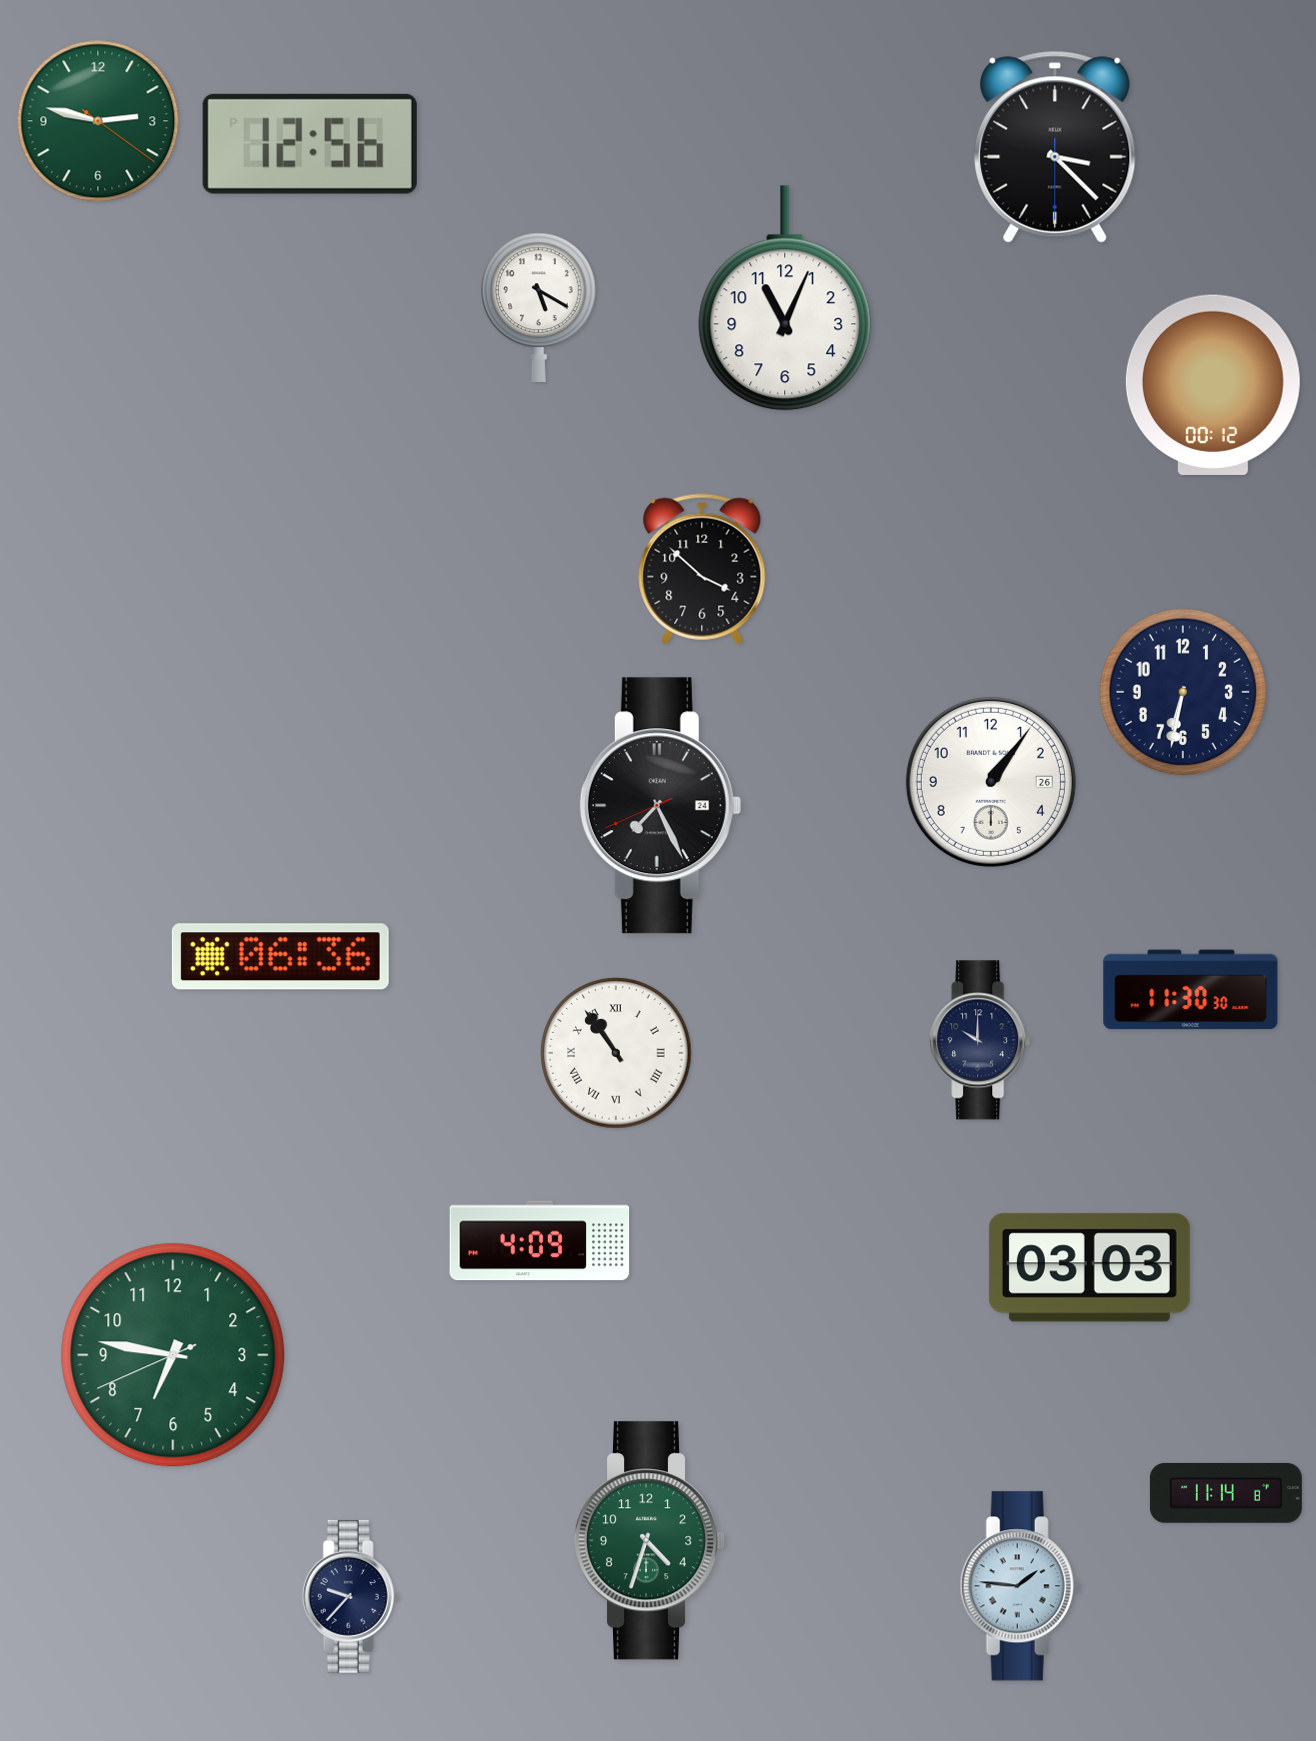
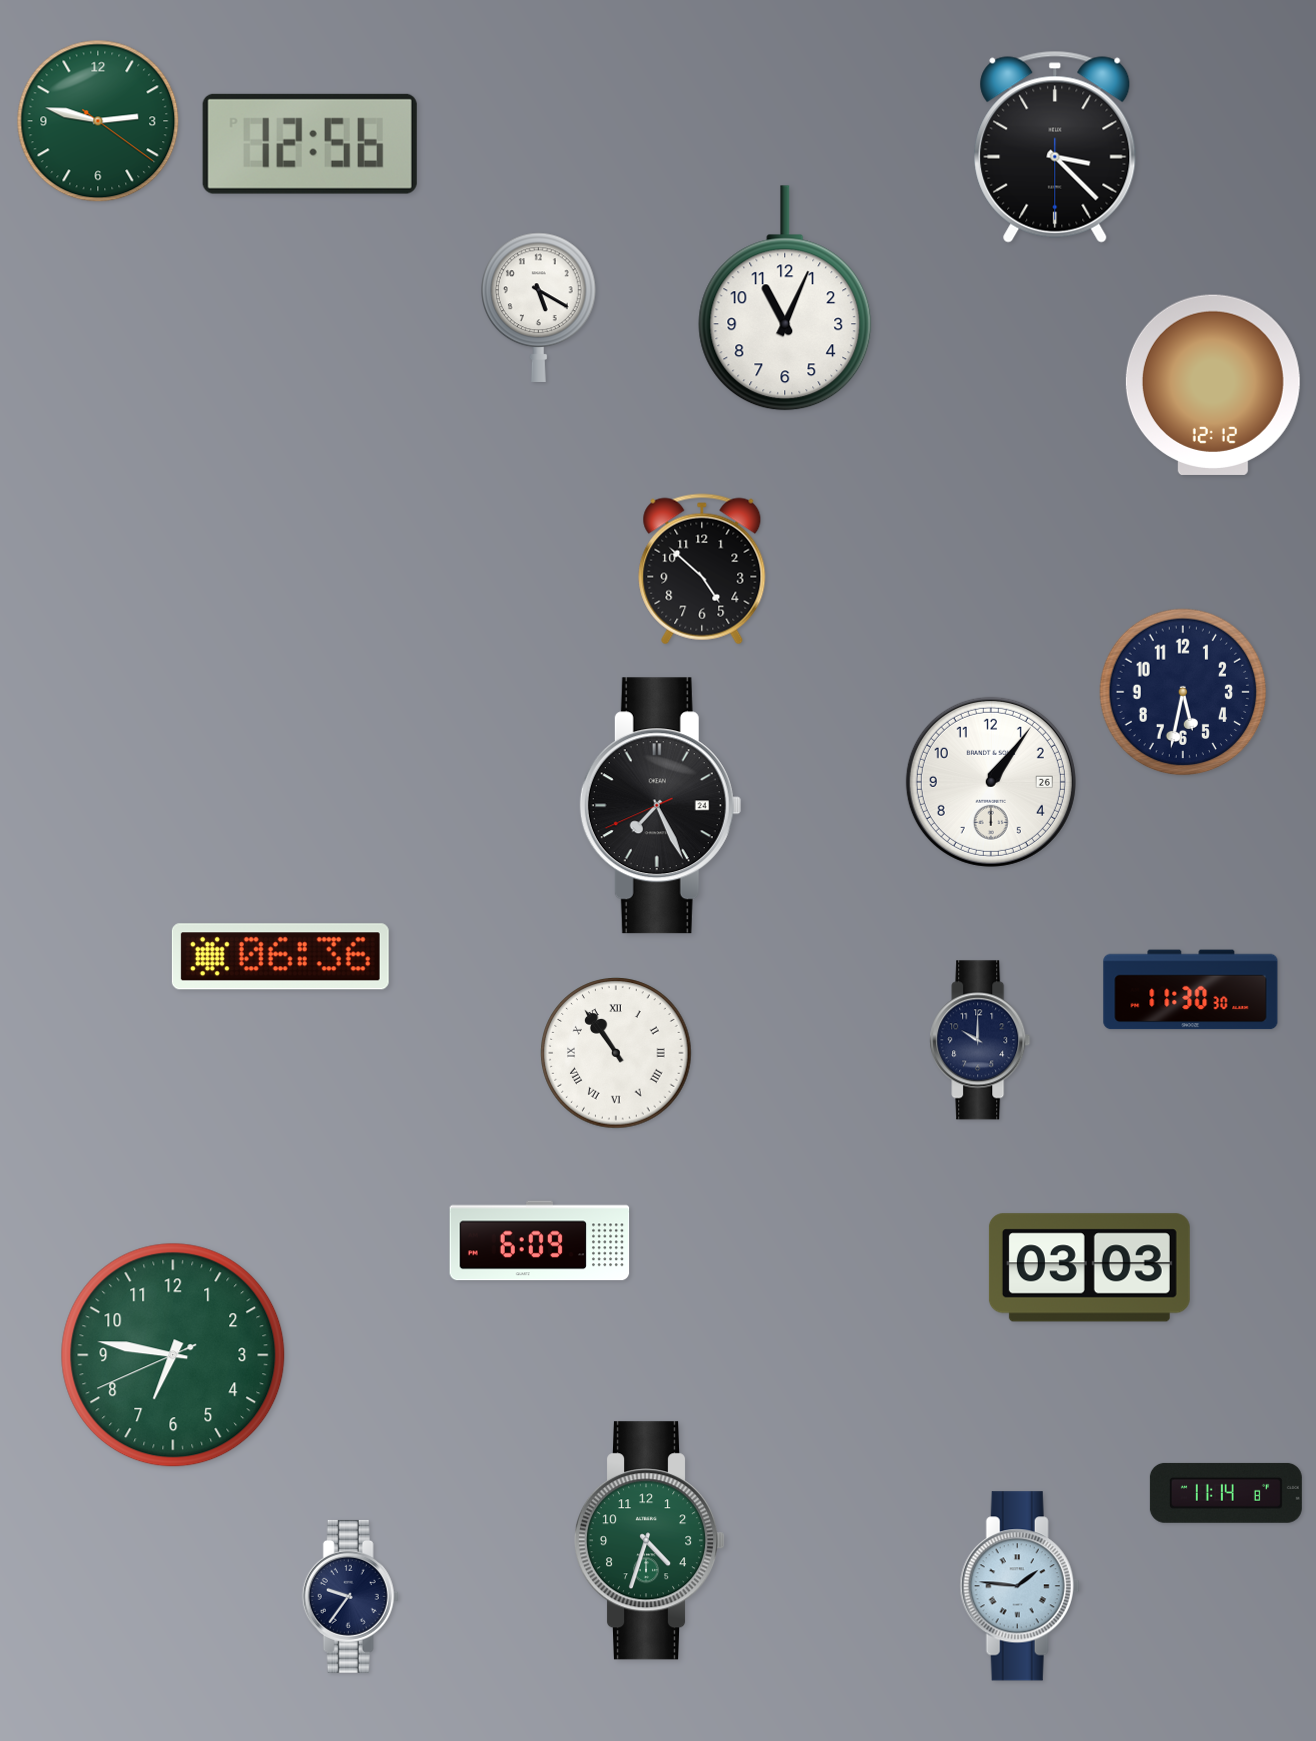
clock at (1213, 385): 00:12 -> 12:12
clock at (702, 569): 3:52 -> 4:52
clock at (1183, 692): 6:32 -> 5:32
clock at (540, 1241): 4:09 -> 6:09
clock at (350, 1596): 9:37 -> 9:36
